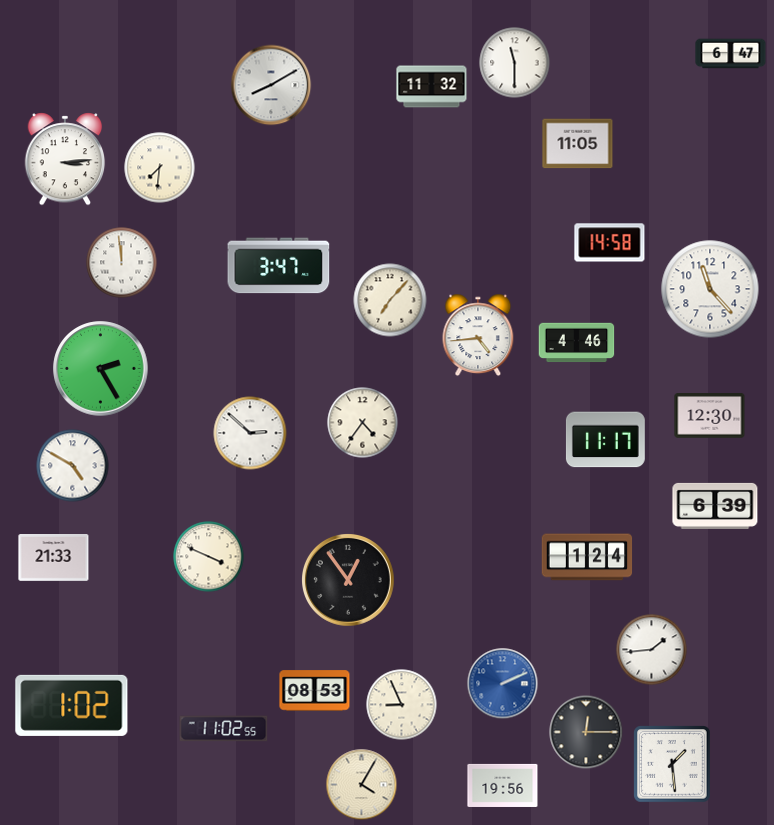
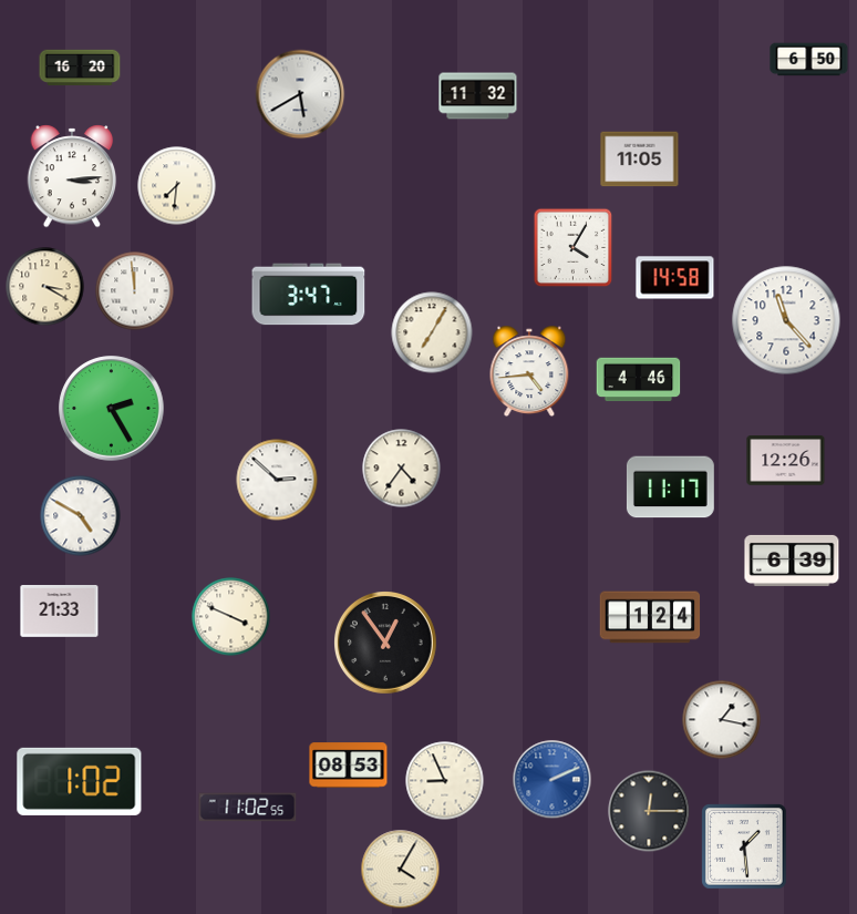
clock at (731, 54): 6:47 -> 6:50
clock at (80, 68): none -> 16:20
clock at (515, 63): 11:30 -> none
clock at (271, 85): 8:10 -> 5:40
clock at (574, 248): none -> 4:05
clock at (610, 243) position: (610, 243) -> (675, 278)
clock at (45, 287): none -> 3:20
clock at (390, 300): 7:07 -> 7:05
clock at (710, 416): 12:30 -> 12:26
clock at (54, 558) position: (54, 558) -> (60, 612)
clock at (652, 650): 1:44 -> 1:17
clock at (503, 684) position: (503, 684) -> (553, 780)
clock at (503, 785): 19:56 -> none
